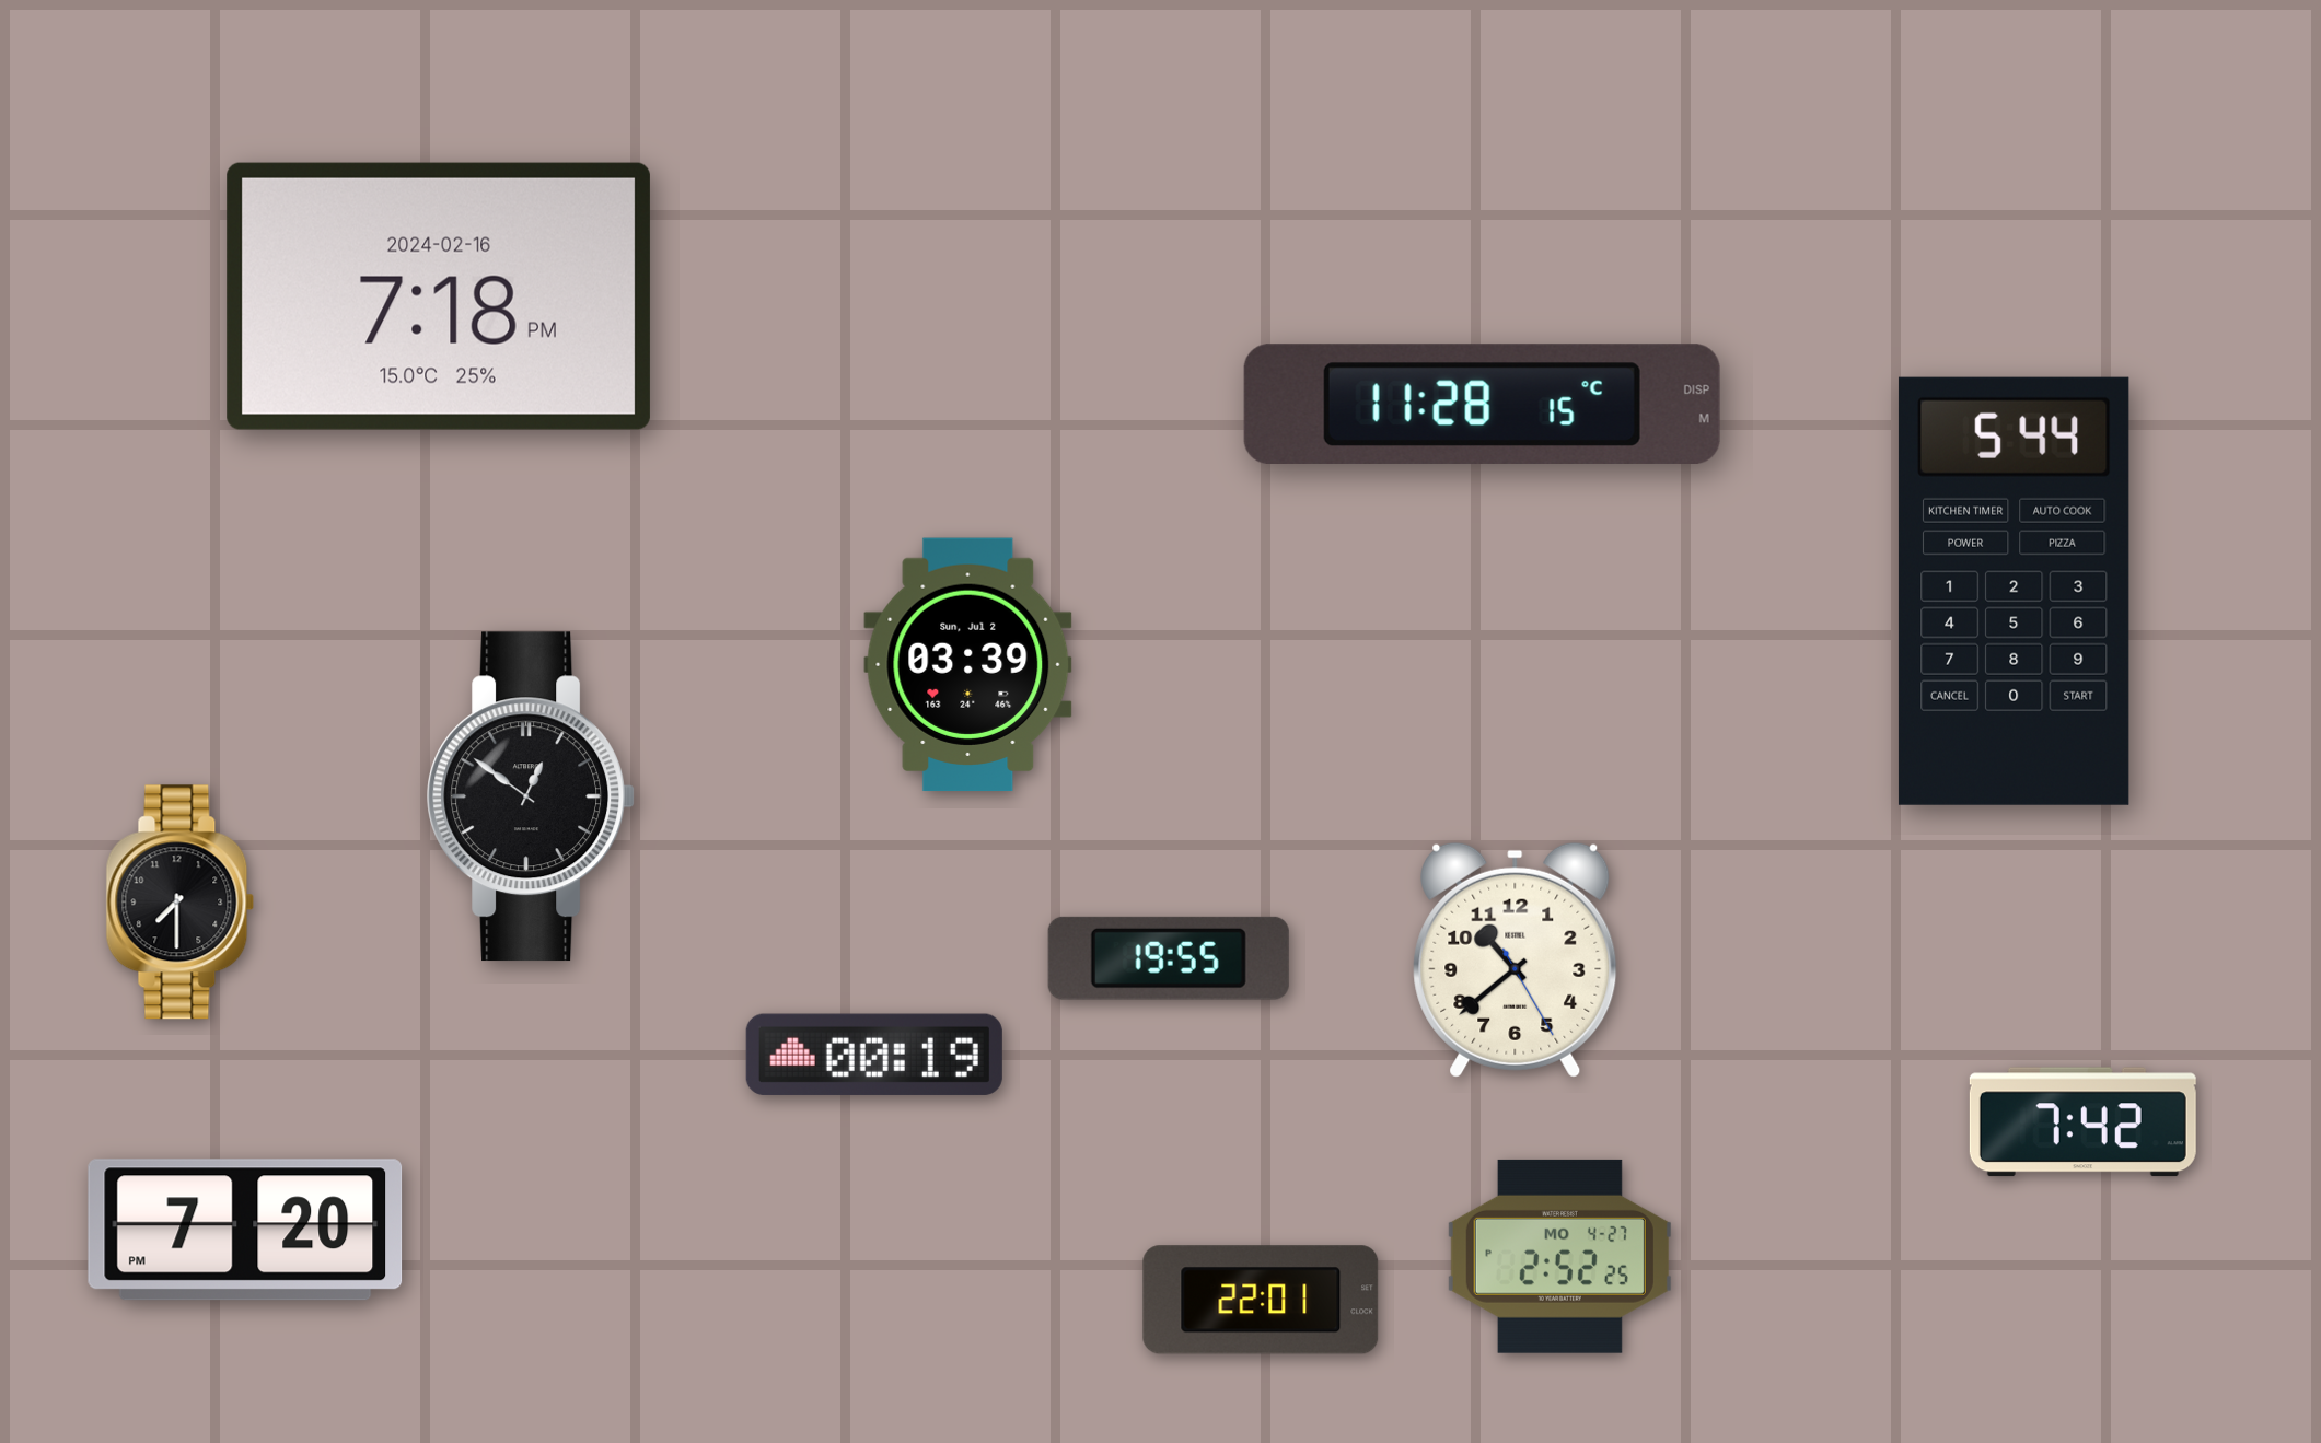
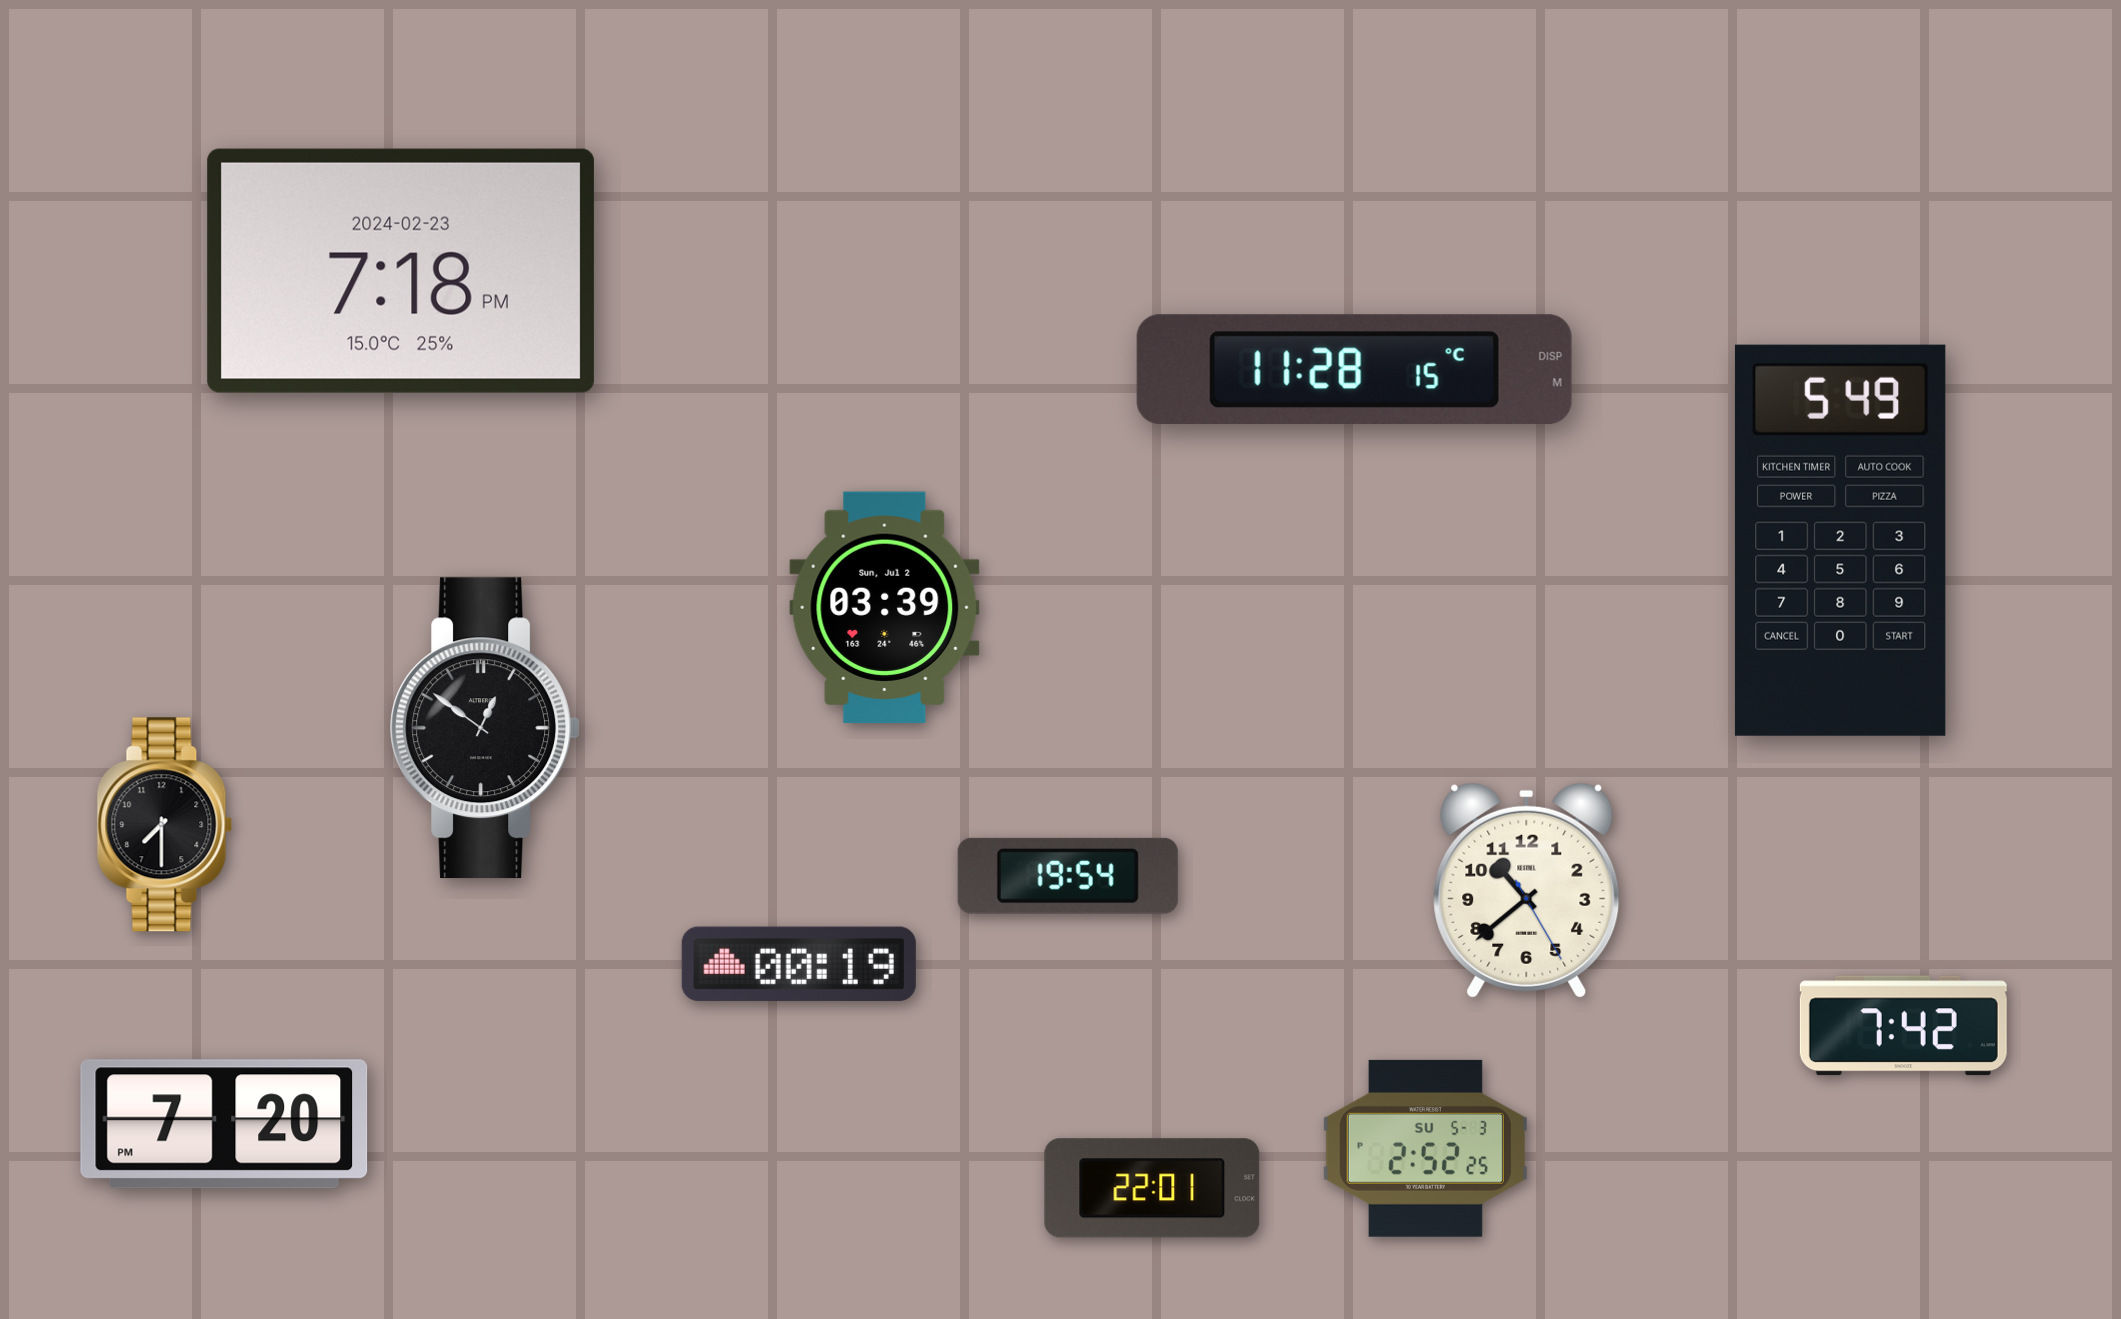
clock at (439, 296) date: 2024-02-16 -> 2024-02-23
clock at (2014, 591): 5:44 -> 5:49
clock at (1169, 958): 19:55 -> 19:54
clock at (1516, 959) position: (1516, 959) -> (1527, 890)
clock at (1559, 1256) date: MO 4-27 -> SU 5-3
